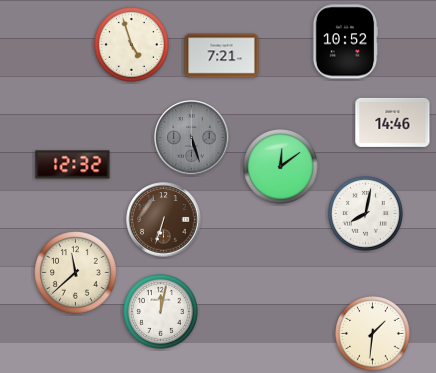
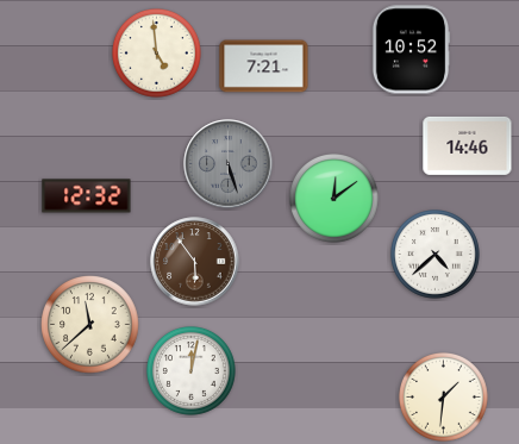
clock at (132, 45): 4:57 -> 4:59
clock at (366, 214): 8:02 -> 4:38
clock at (164, 220): 6:33 -> 5:54
